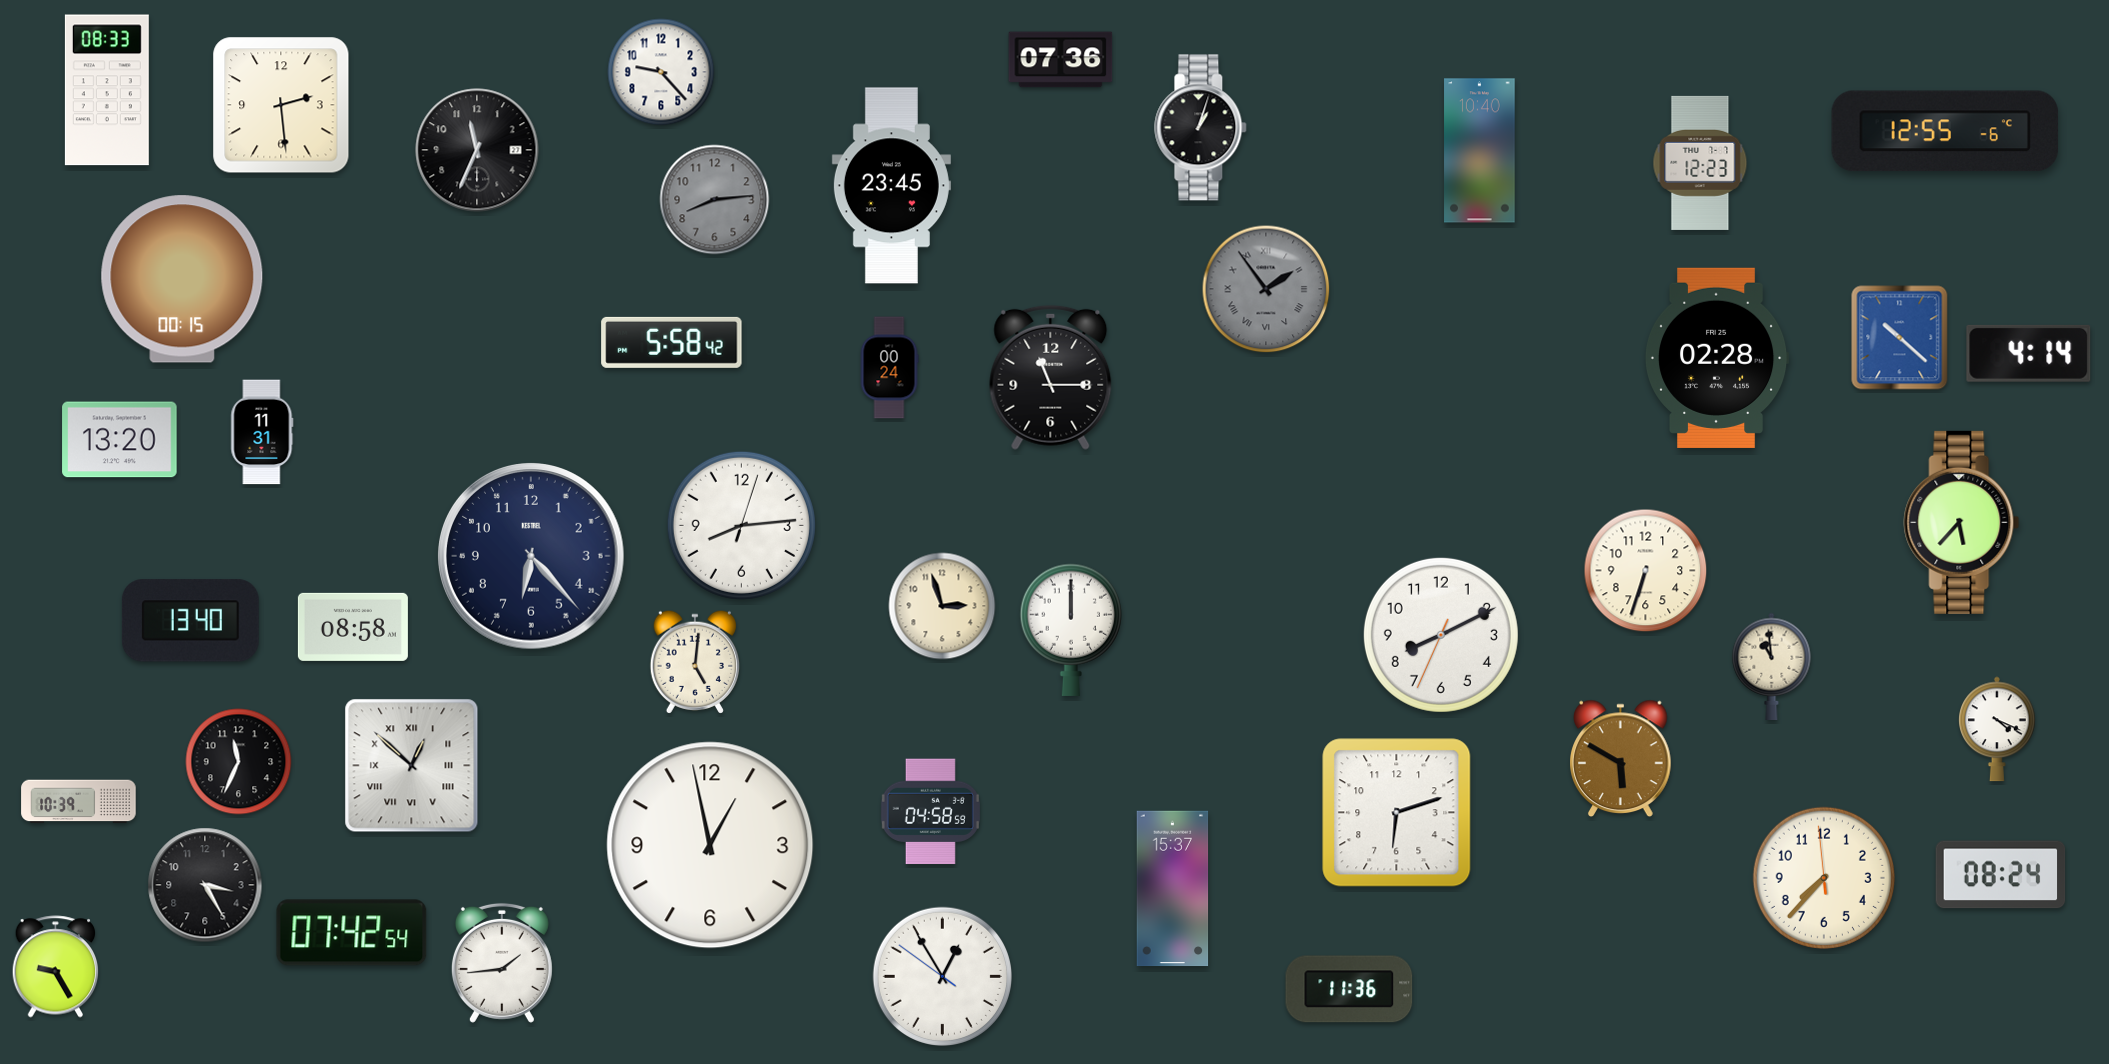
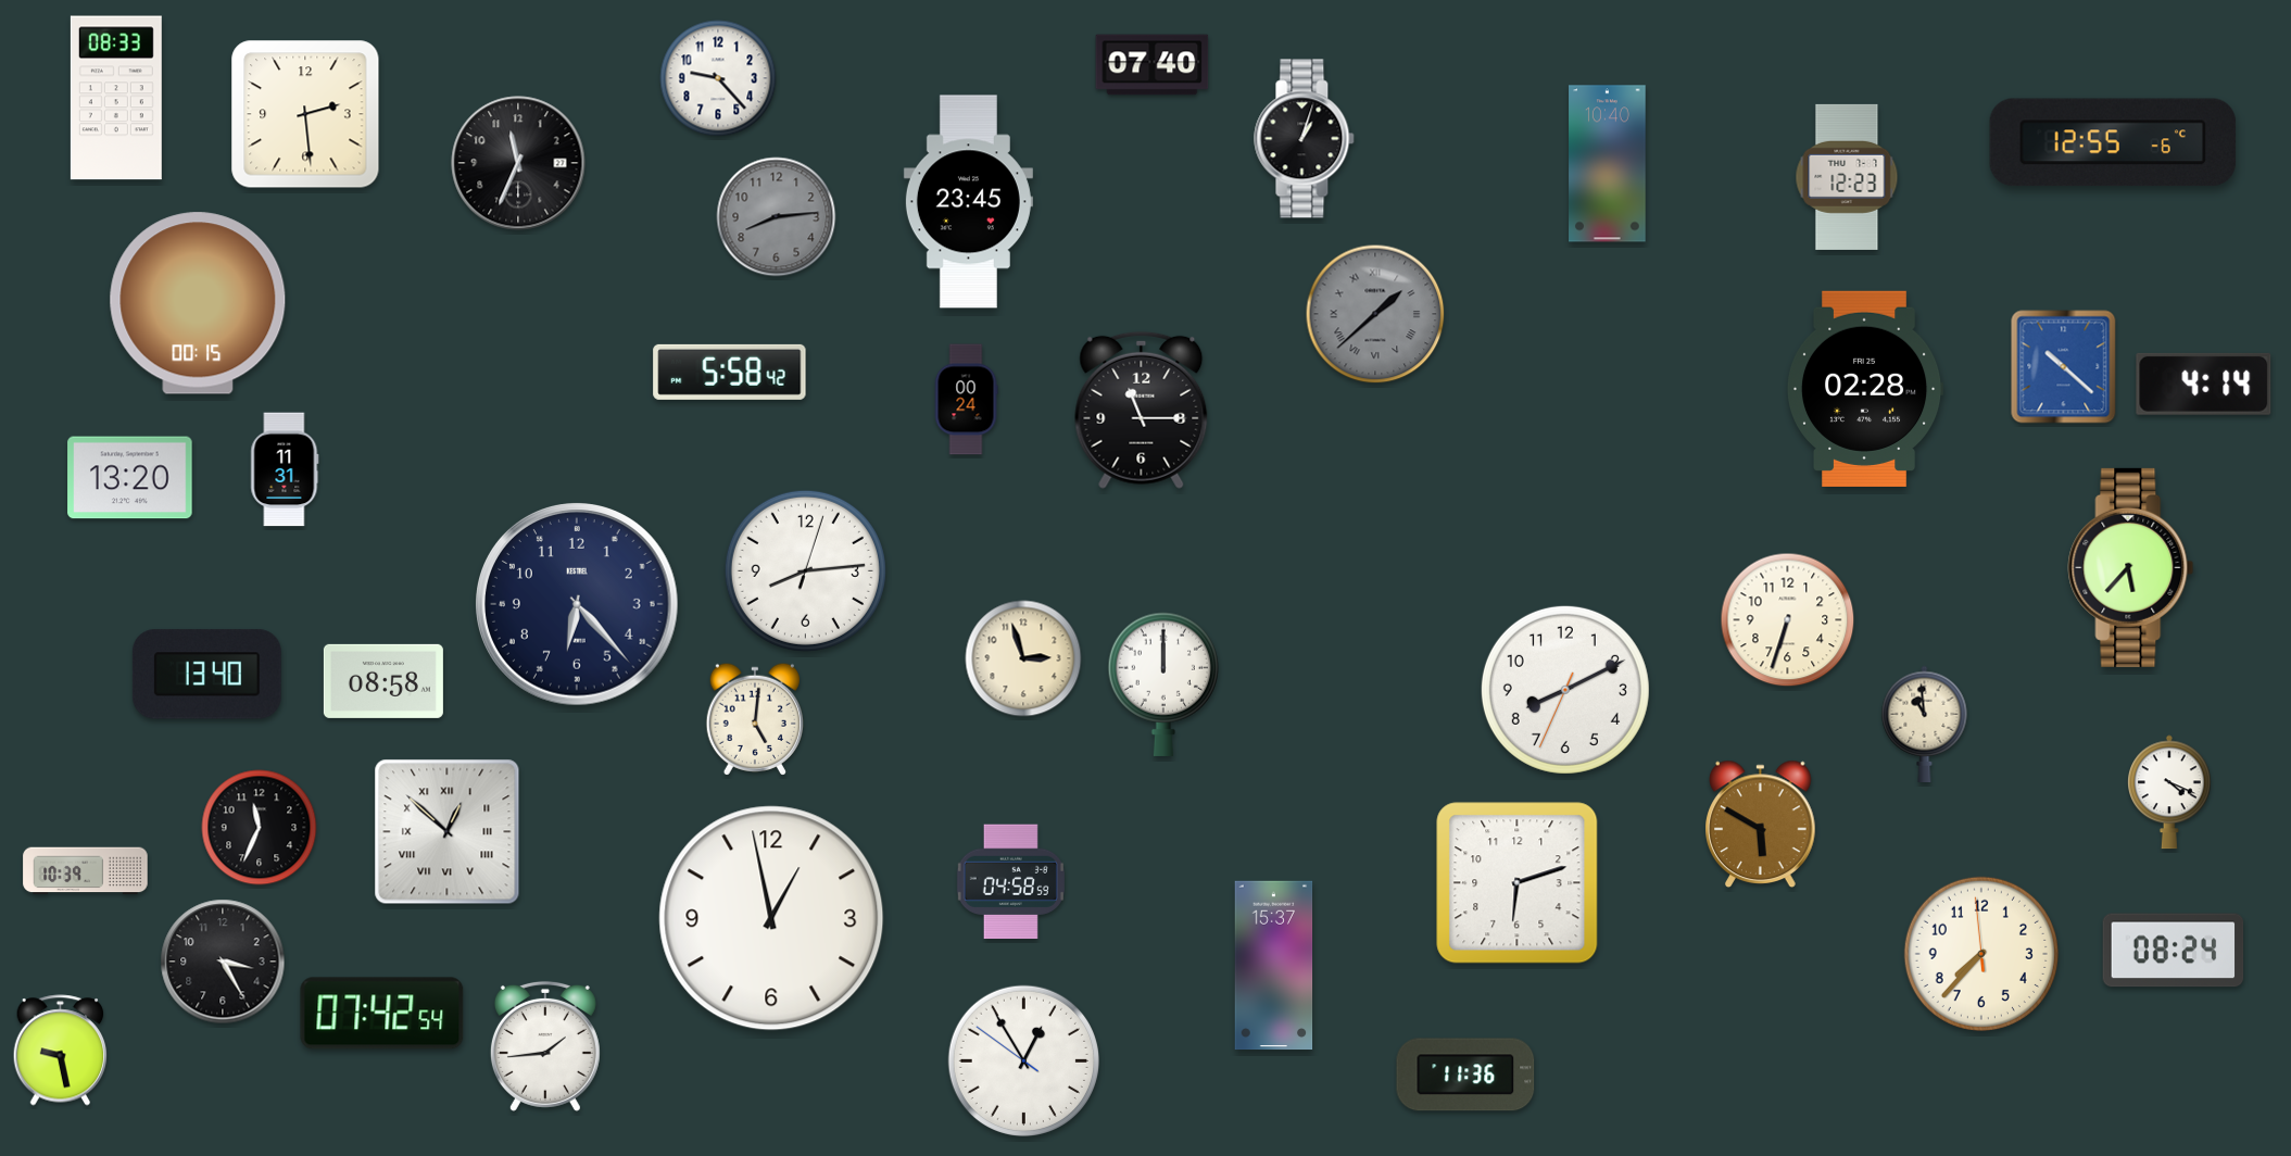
clock at (1061, 60): 07:36 -> 07:40
clock at (1266, 289): 1:54 -> 1:38
clock at (56, 967): 9:25 -> 9:28
